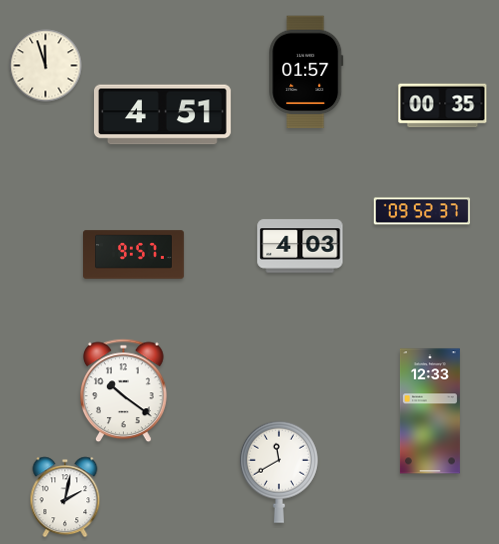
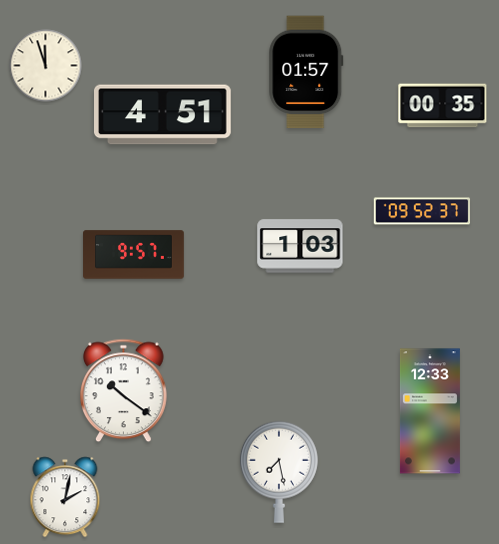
clock at (300, 246): 4:03 -> 1:03
clock at (279, 472): 11:40 -> 7:28
